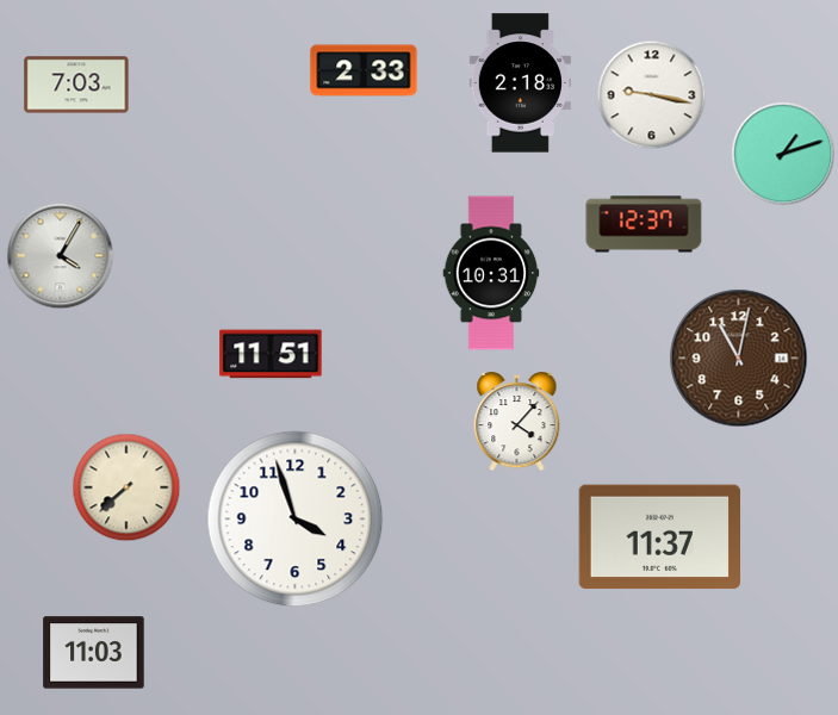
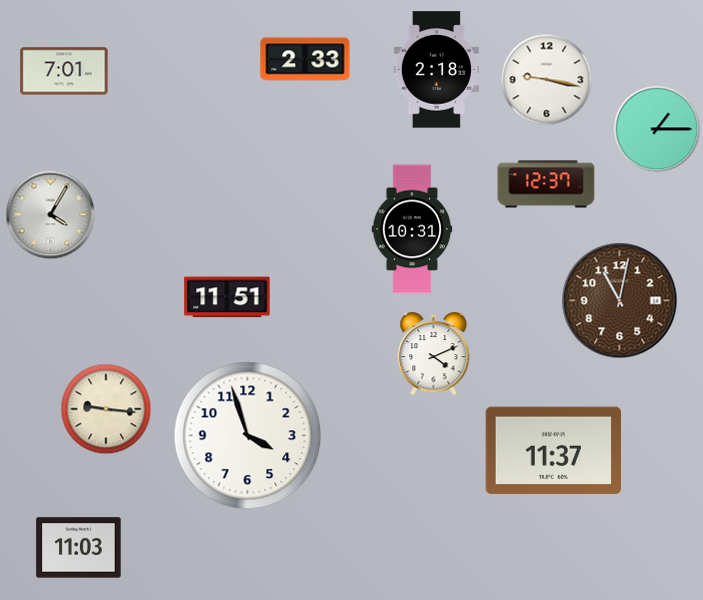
clock at (76, 85): 7:03 -> 7:01
clock at (783, 154): 1:12 -> 1:15
clock at (644, 224) position: (644, 224) -> (546, 184)
clock at (517, 422): 4:07 -> 4:11
clock at (126, 487): 7:38 -> 9:16
